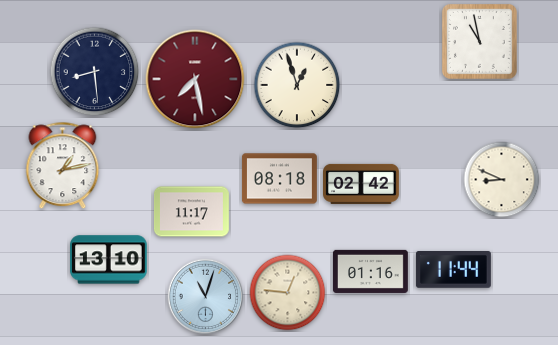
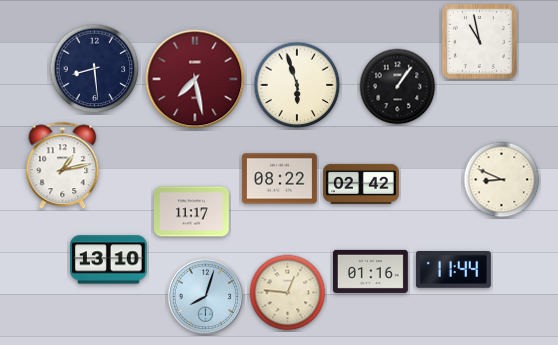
clock at (95, 72) position: (95, 72) -> (95, 69)
clock at (297, 85): 12:57 -> 5:57
clock at (398, 87): none -> 1:06
clock at (279, 179): 08:18 -> 08:22
clock at (206, 297): 11:03 -> 8:03
